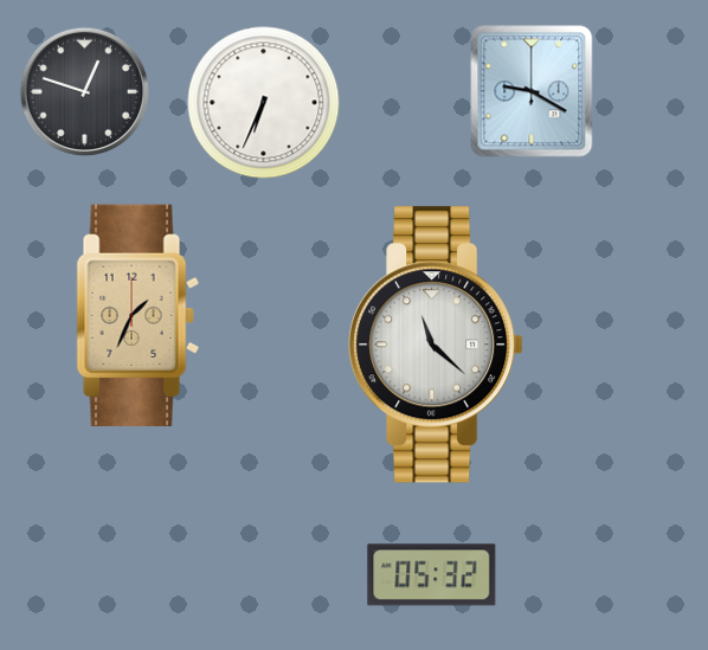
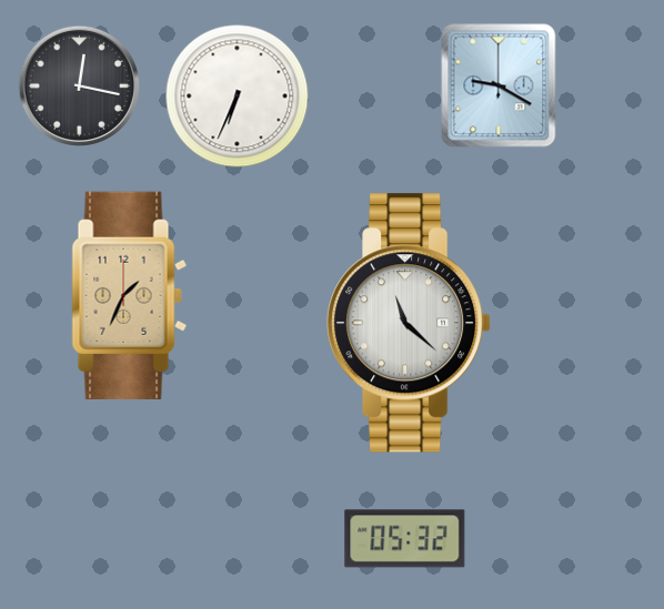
clock at (84, 91): 12:48 -> 12:17
clock at (264, 103) position: (264, 103) -> (238, 97)
